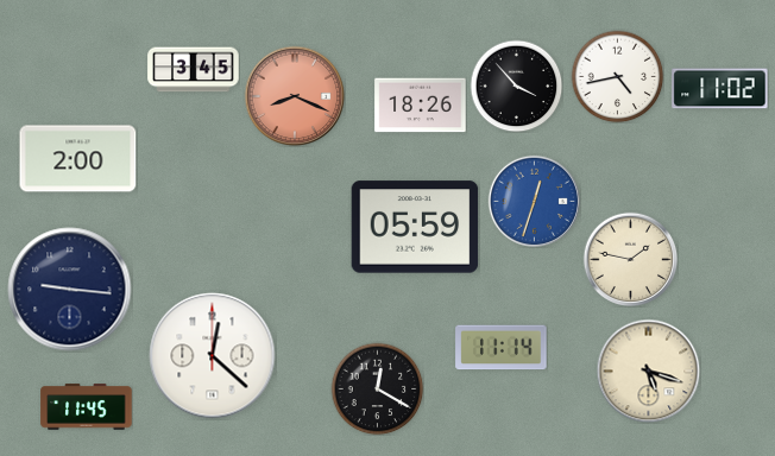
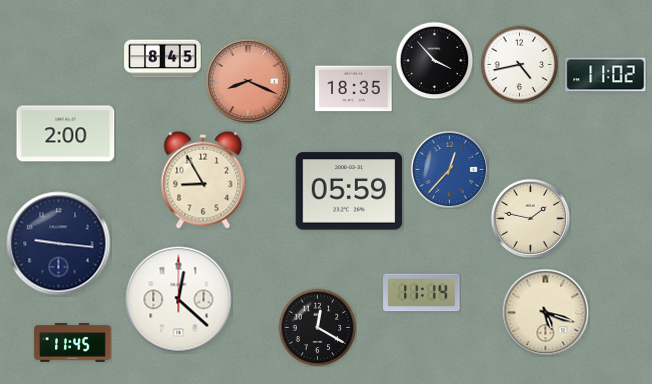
clock at (194, 70): 3:45 -> 8:45
clock at (516, 85) position: (516, 85) -> (434, 60)
clock at (421, 106): 18:26 -> 18:35
clock at (534, 201): 12:33 -> 12:37
clock at (203, 180): none -> 8:55
